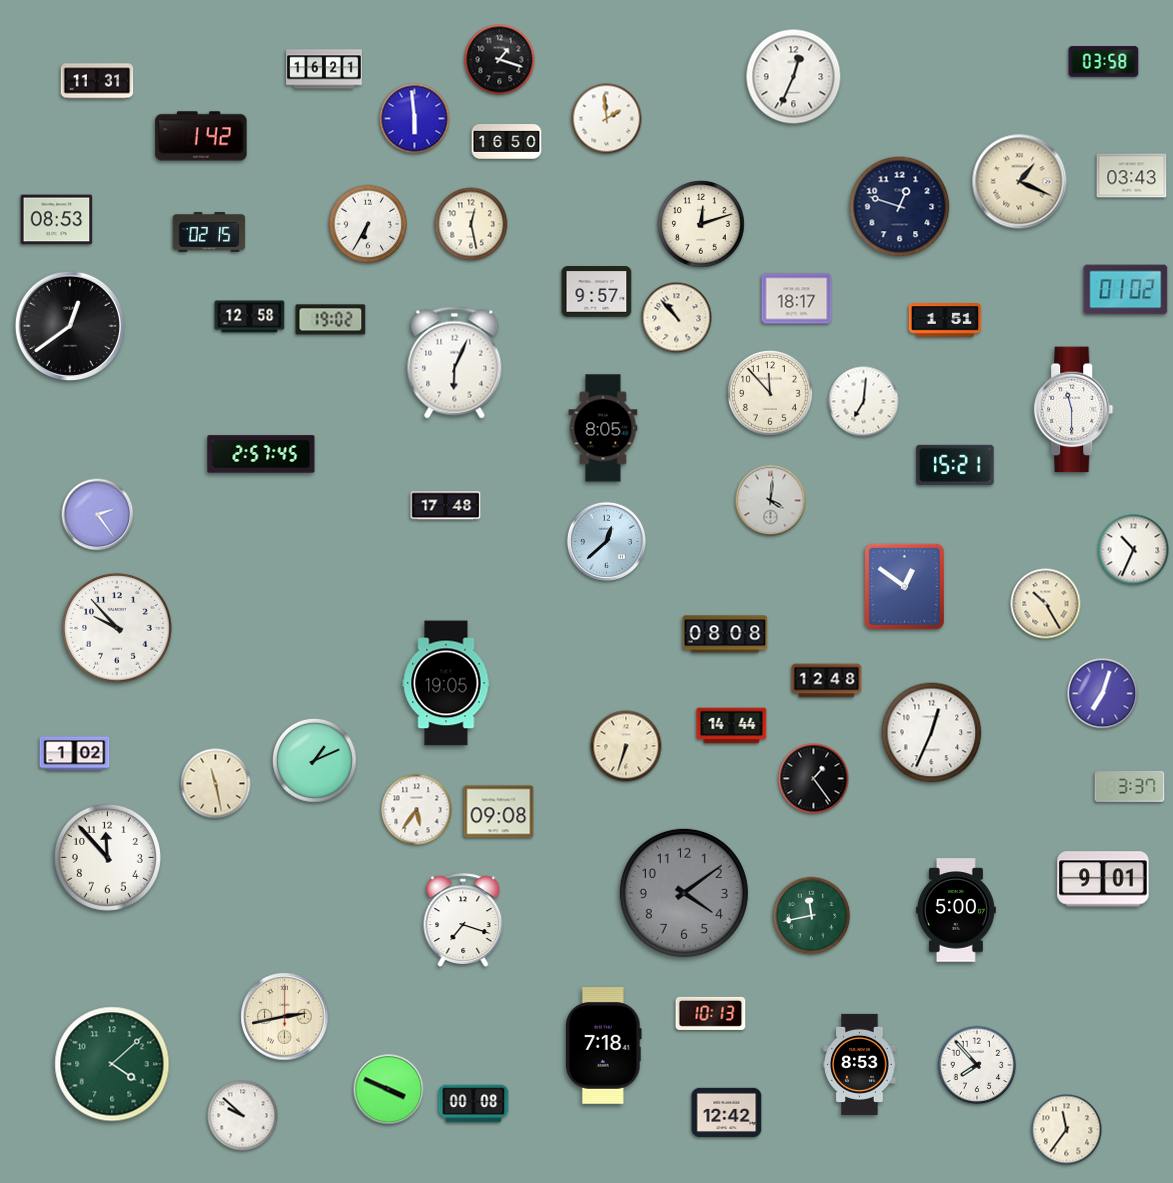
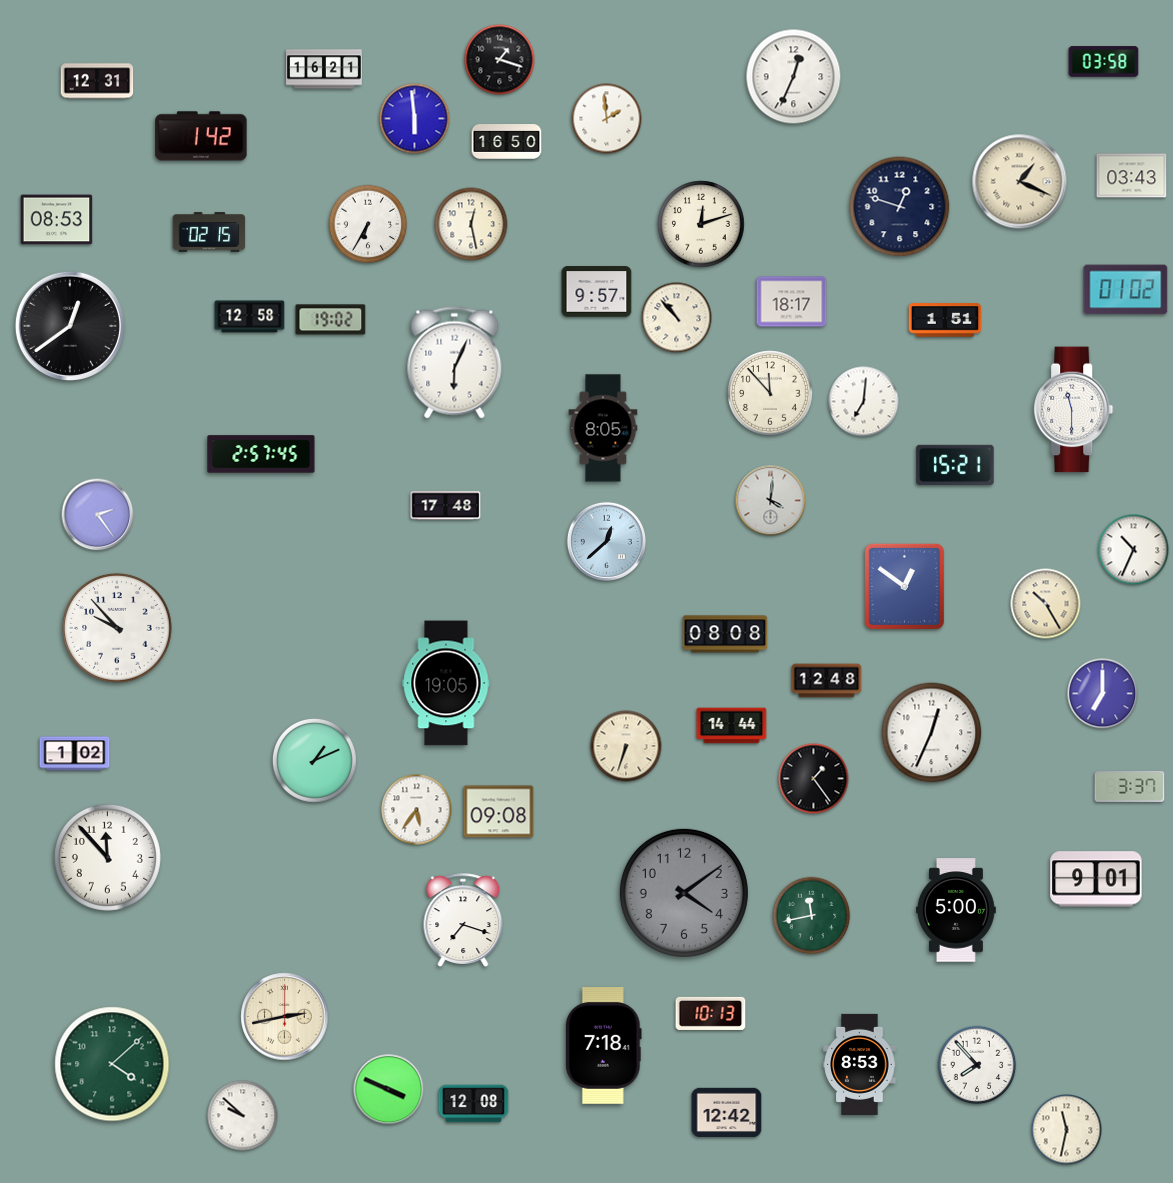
clock at (97, 81): 11:31 -> 12:31
clock at (797, 299) position: (797, 299) -> (792, 302)
clock at (1103, 694): 7:03 -> 7:00
clock at (216, 784): 11:28 -> none
clock at (1103, 879) position: (1103, 879) -> (1096, 879)
clock at (474, 1104): 00:08 -> 12:08
clock at (1067, 1130): 11:36 -> 11:32
